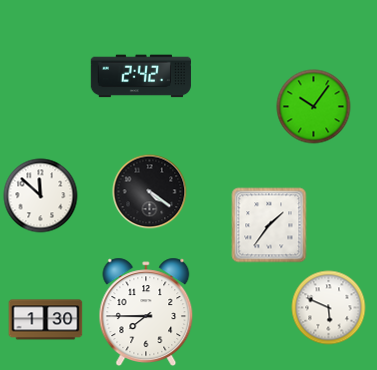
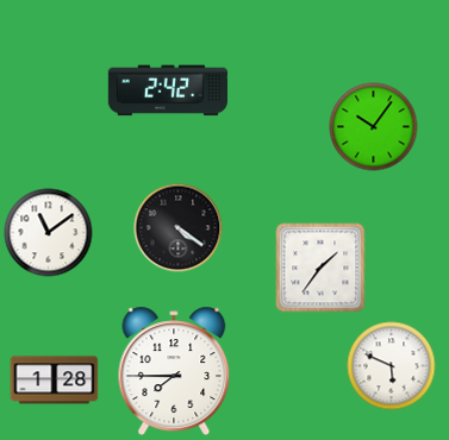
clock at (41, 196): 11:52 -> 11:09
clock at (46, 320): 1:30 -> 1:28
